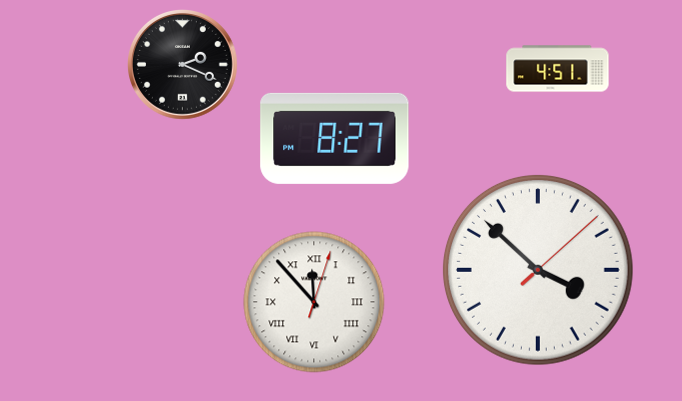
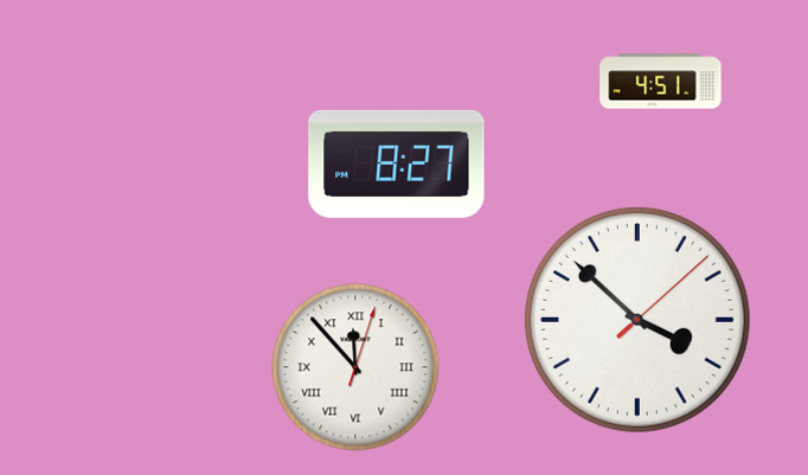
clock at (183, 65): 2:19 -> none
clock at (314, 302) position: (314, 302) -> (355, 367)
